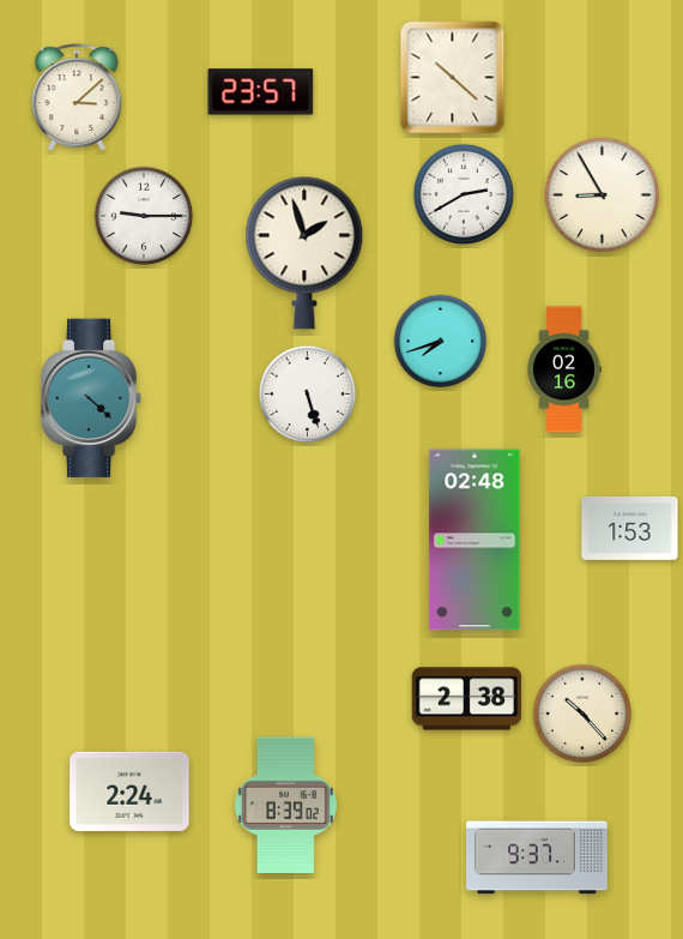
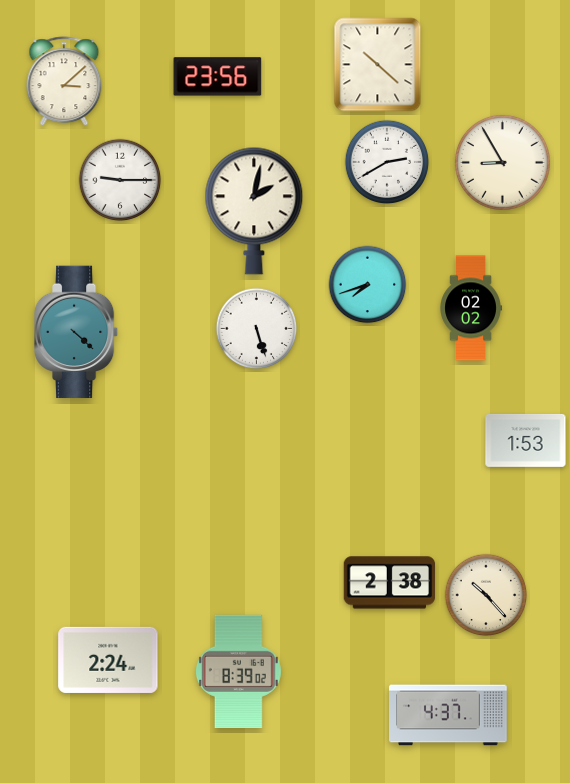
clock at (261, 92): 23:57 -> 23:56
clock at (304, 253): 1:57 -> 2:02
clock at (564, 369): 02:16 -> 02:02
clock at (475, 540): 02:48 -> none
clock at (537, 857): 9:37 -> 4:37
